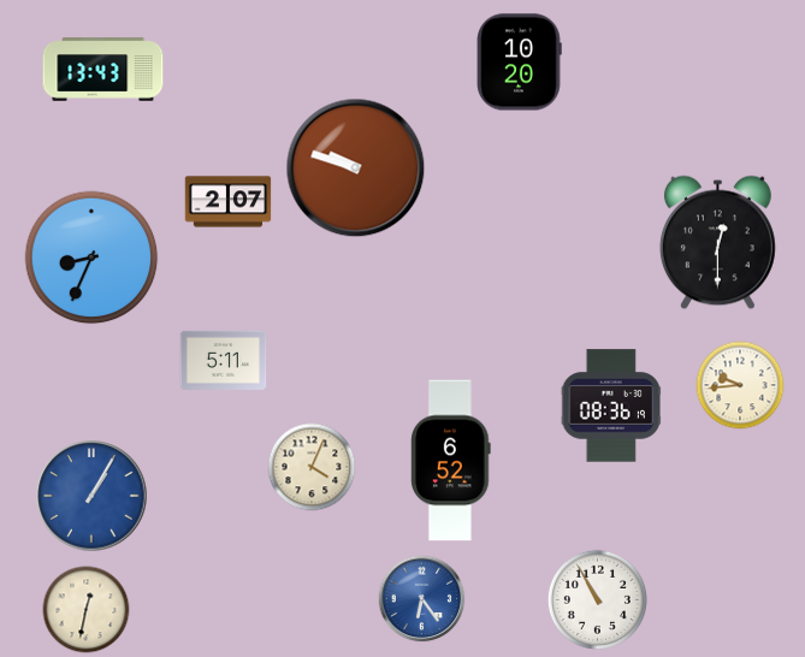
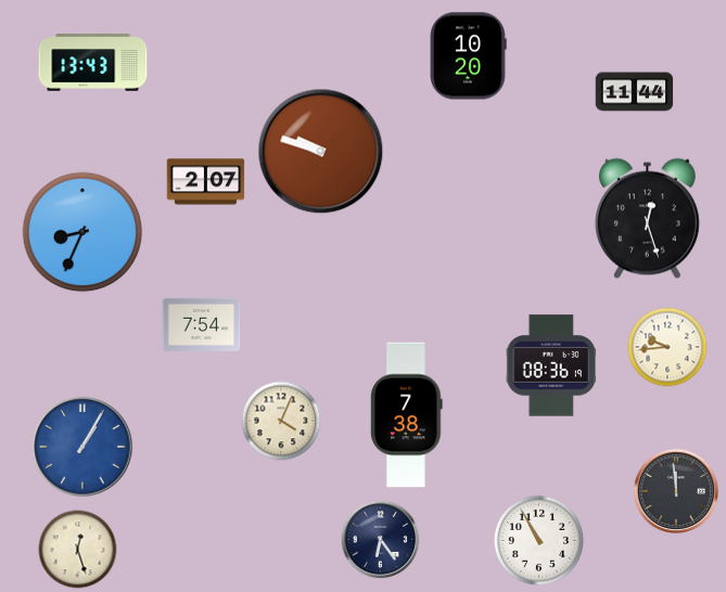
clock at (635, 92): none -> 11:44
clock at (717, 243): 12:30 -> 12:27
clock at (224, 360): 5:11 -> 7:54
clock at (451, 461): 6:52 -> 7:38
clock at (676, 491): none -> 11:59
clock at (422, 599) dial: blue -> navy
clock at (87, 610): 12:32 -> 12:27
